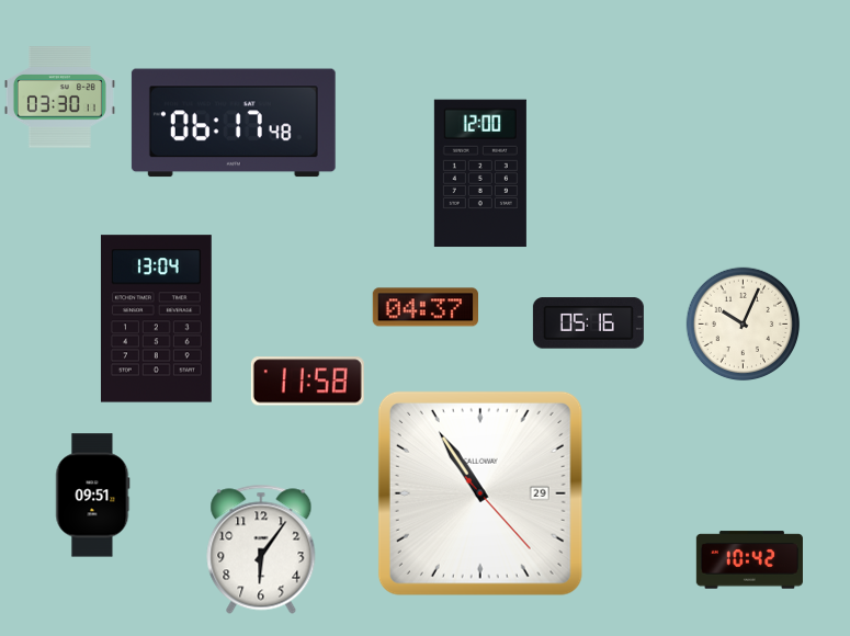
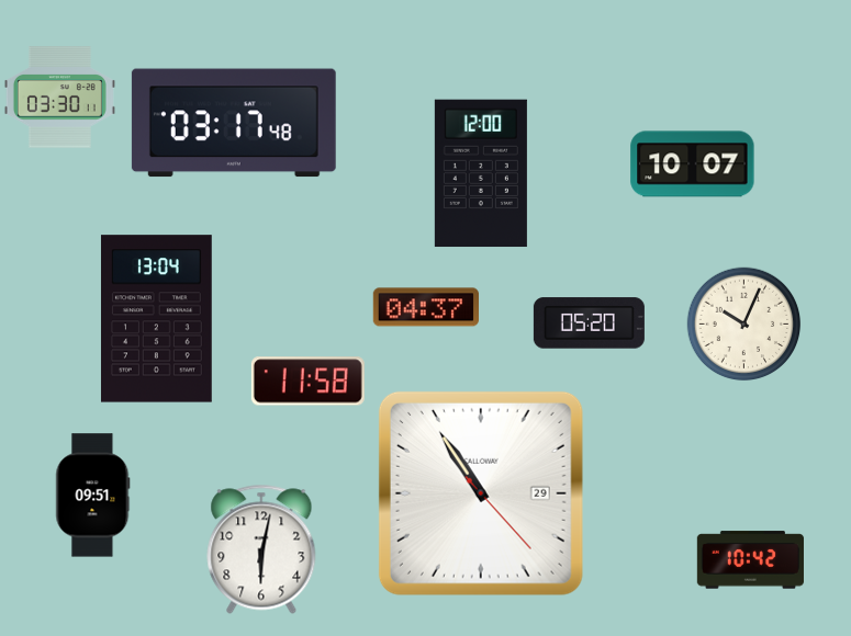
clock at (234, 123): 06:17 -> 03:17
clock at (693, 164): none -> 10:07
clock at (588, 323): 05:16 -> 05:20
clock at (261, 549): 6:06 -> 6:02
